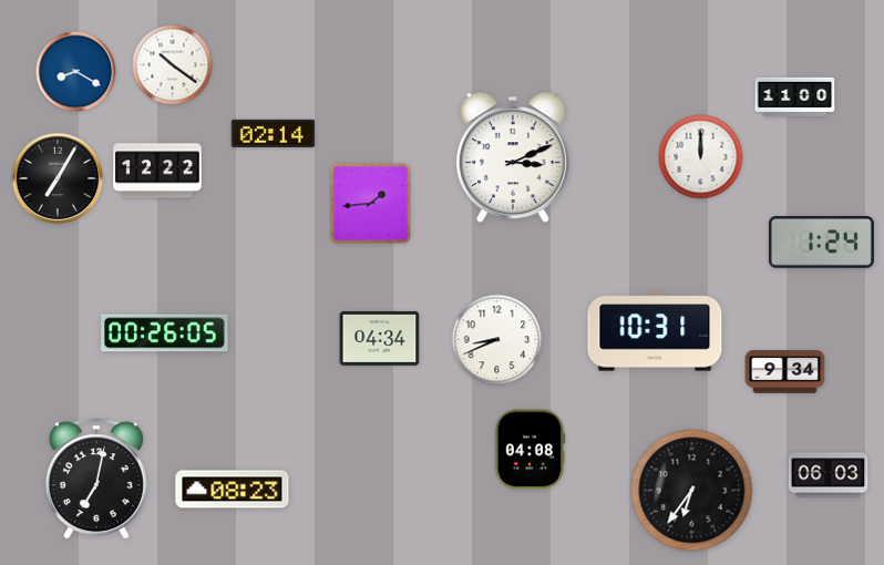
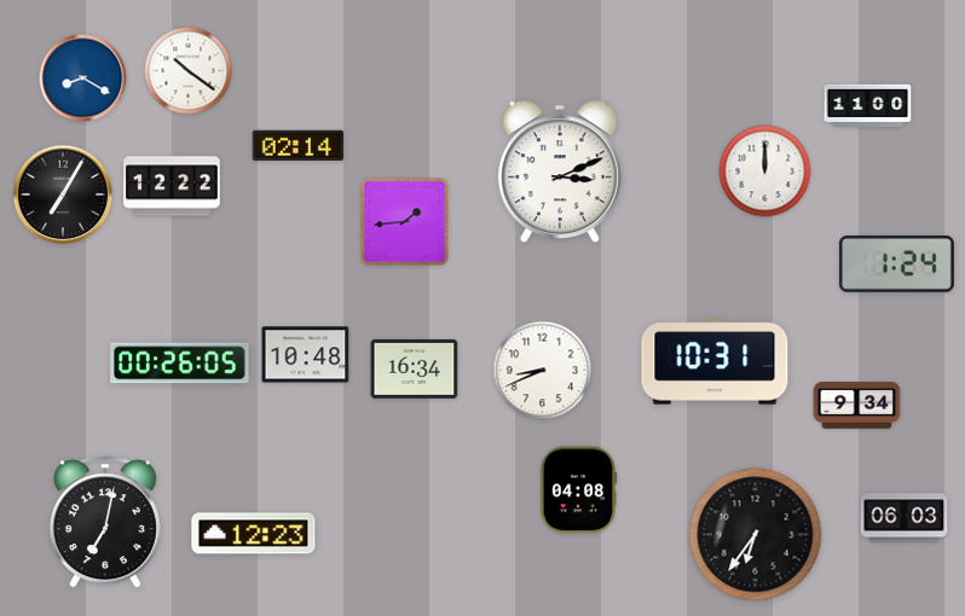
clock at (306, 355): none -> 10:48
clock at (380, 338): 04:34 -> 16:34
clock at (233, 490): 08:23 -> 12:23
